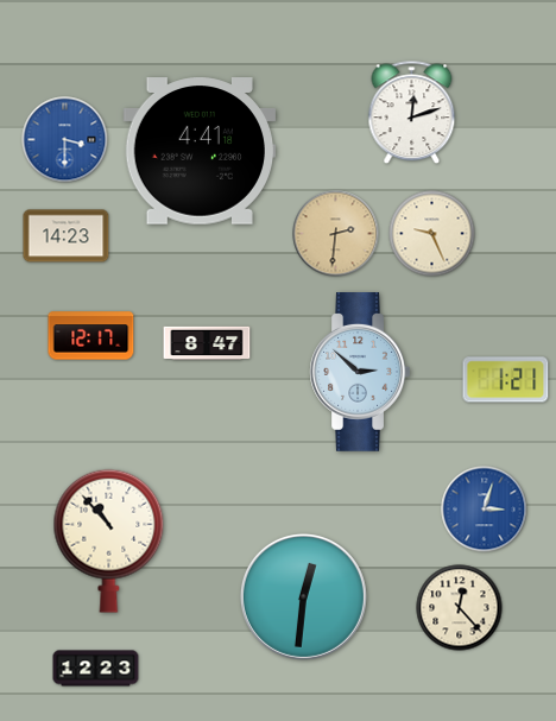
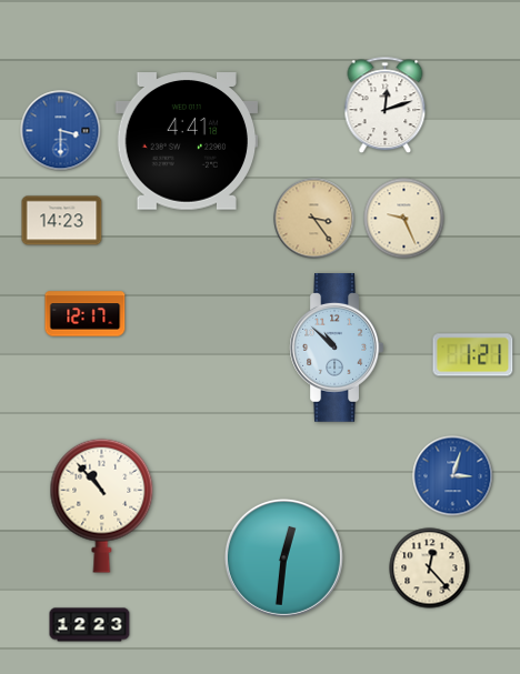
clock at (336, 234): 2:31 -> 3:24
clock at (207, 343): 8:47 -> none
clock at (360, 373): 2:52 -> 10:52
